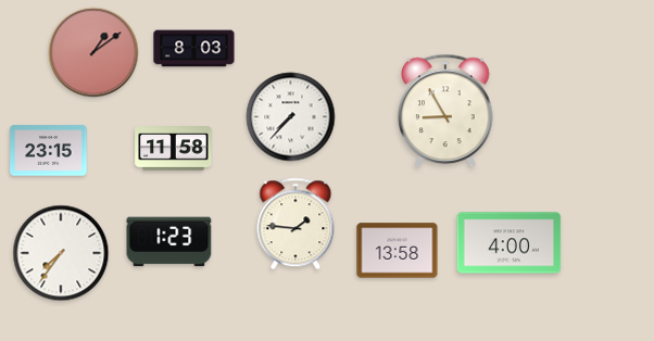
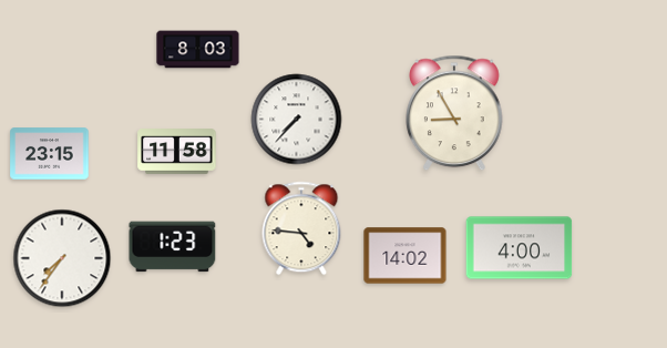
clock at (93, 52): 1:09 -> none
clock at (295, 224): 1:46 -> 4:46
clock at (398, 251): 13:58 -> 14:02
